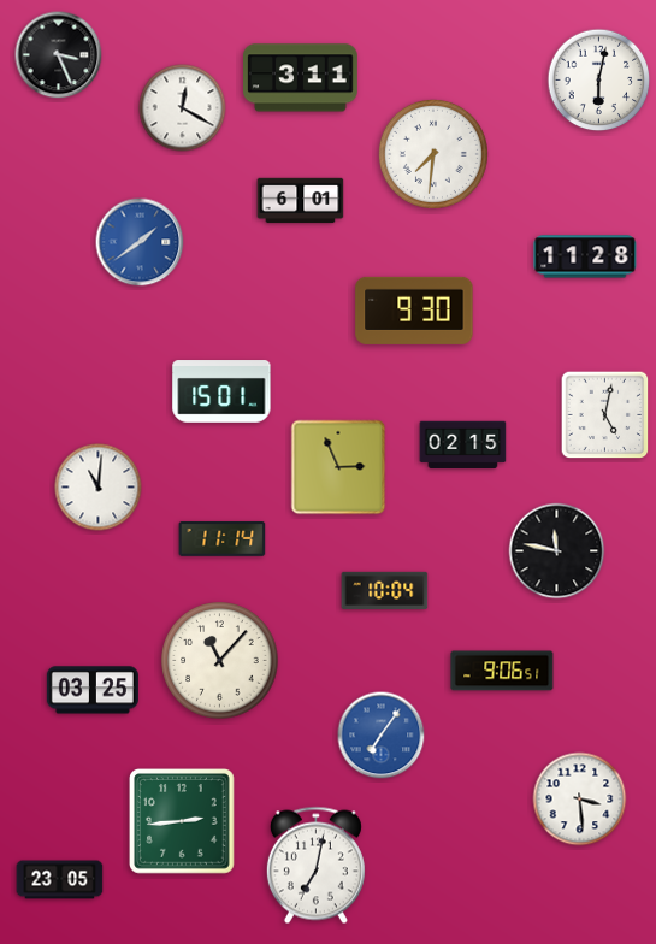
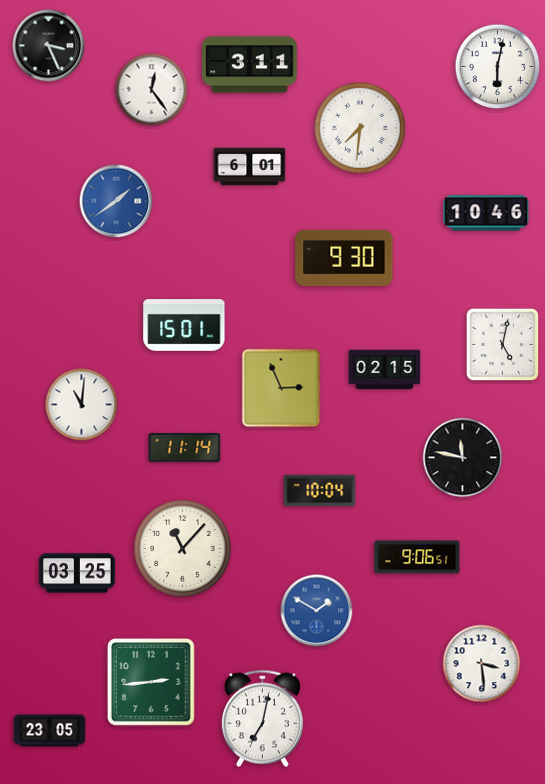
clock at (183, 108): 12:20 -> 12:24
clock at (585, 256): 11:28 -> 10:46
clock at (382, 736): 7:06 -> 1:50
